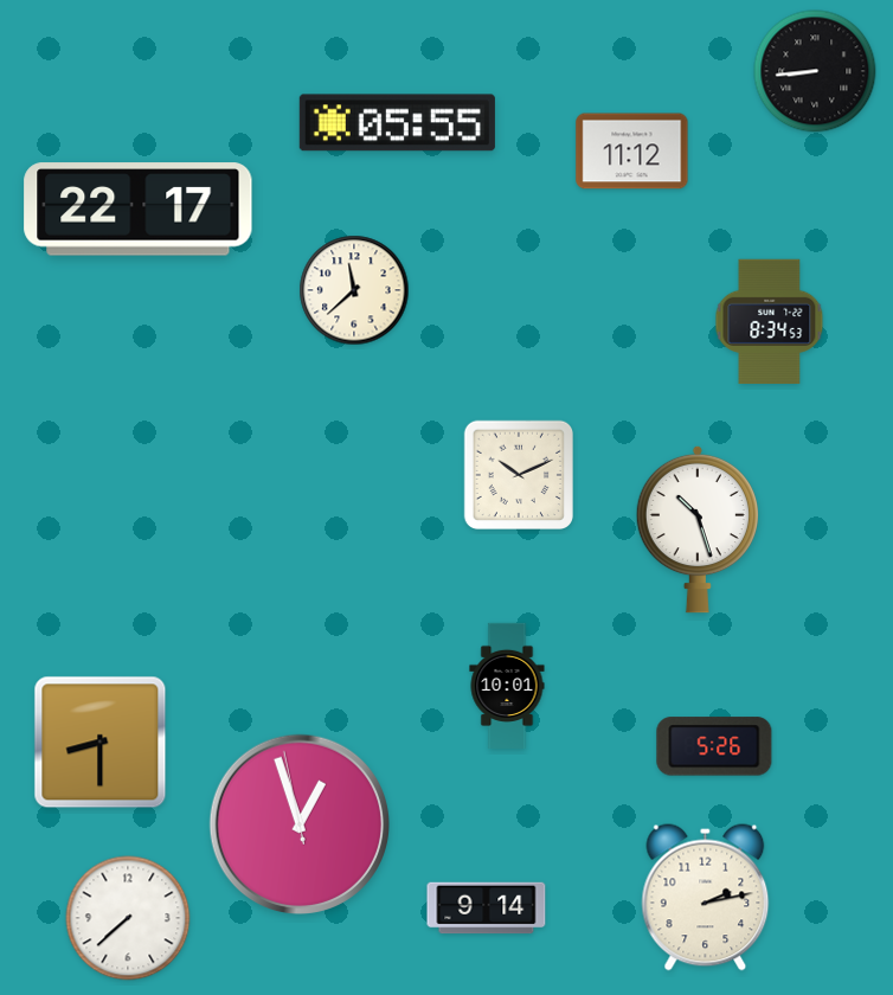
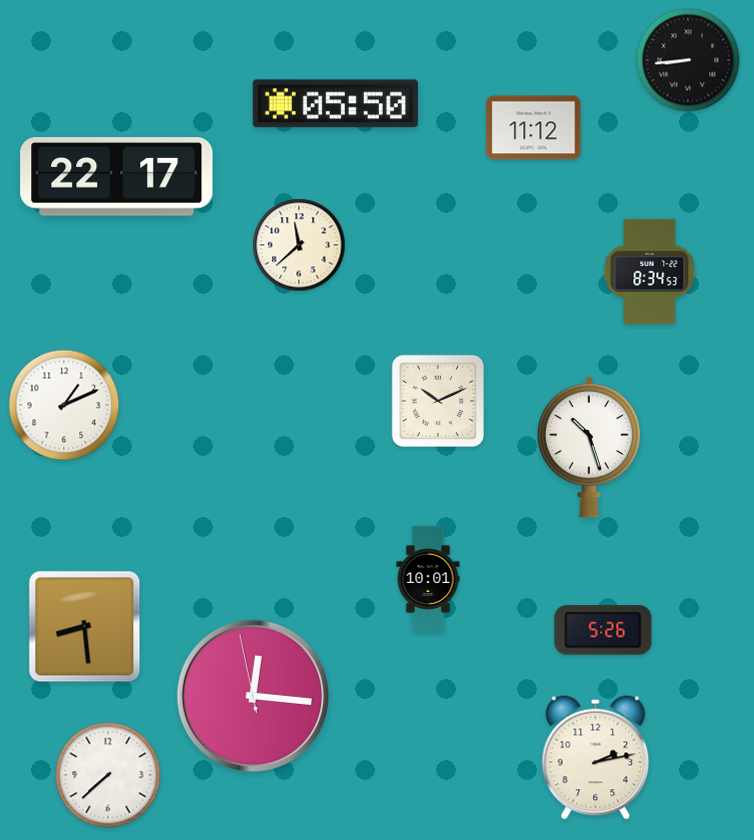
clock at (397, 123): 05:55 -> 05:50
clock at (64, 405): none -> 1:11
clock at (101, 743): 8:30 -> 8:29
clock at (298, 823): 12:56 -> 12:15
clock at (487, 909): 9:14 -> none
